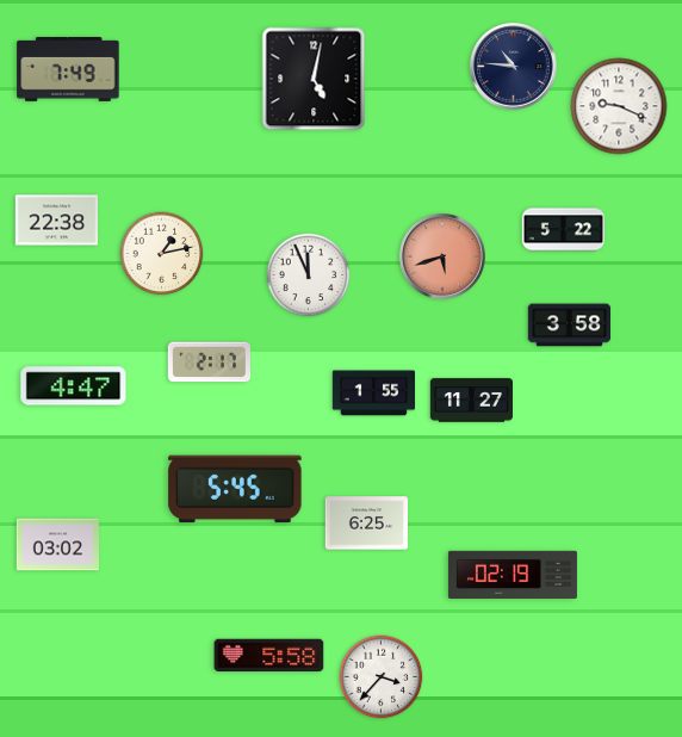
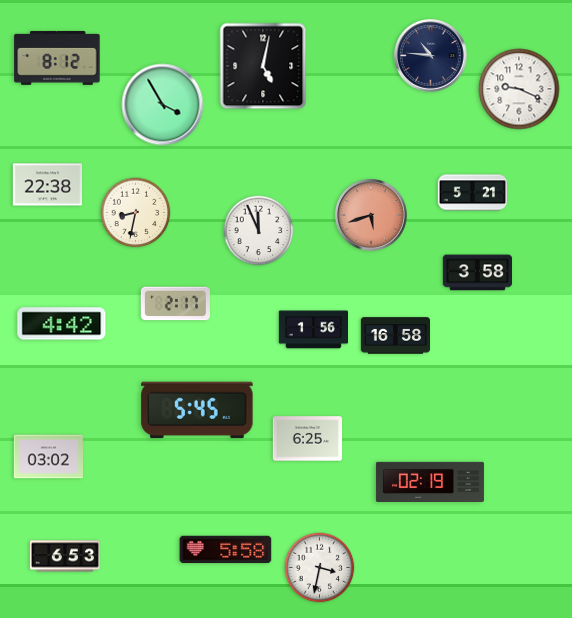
clock at (68, 69): 7:49 -> 8:12
clock at (163, 105): none -> 3:55
clock at (563, 230): 5:22 -> 5:21
clock at (162, 254): 1:13 -> 8:32
clock at (74, 386): 4:47 -> 4:42
clock at (373, 394): 1:55 -> 1:56
clock at (471, 401): 11:27 -> 16:58
clock at (65, 556): none -> 6:53
clock at (382, 677): 3:37 -> 3:32
